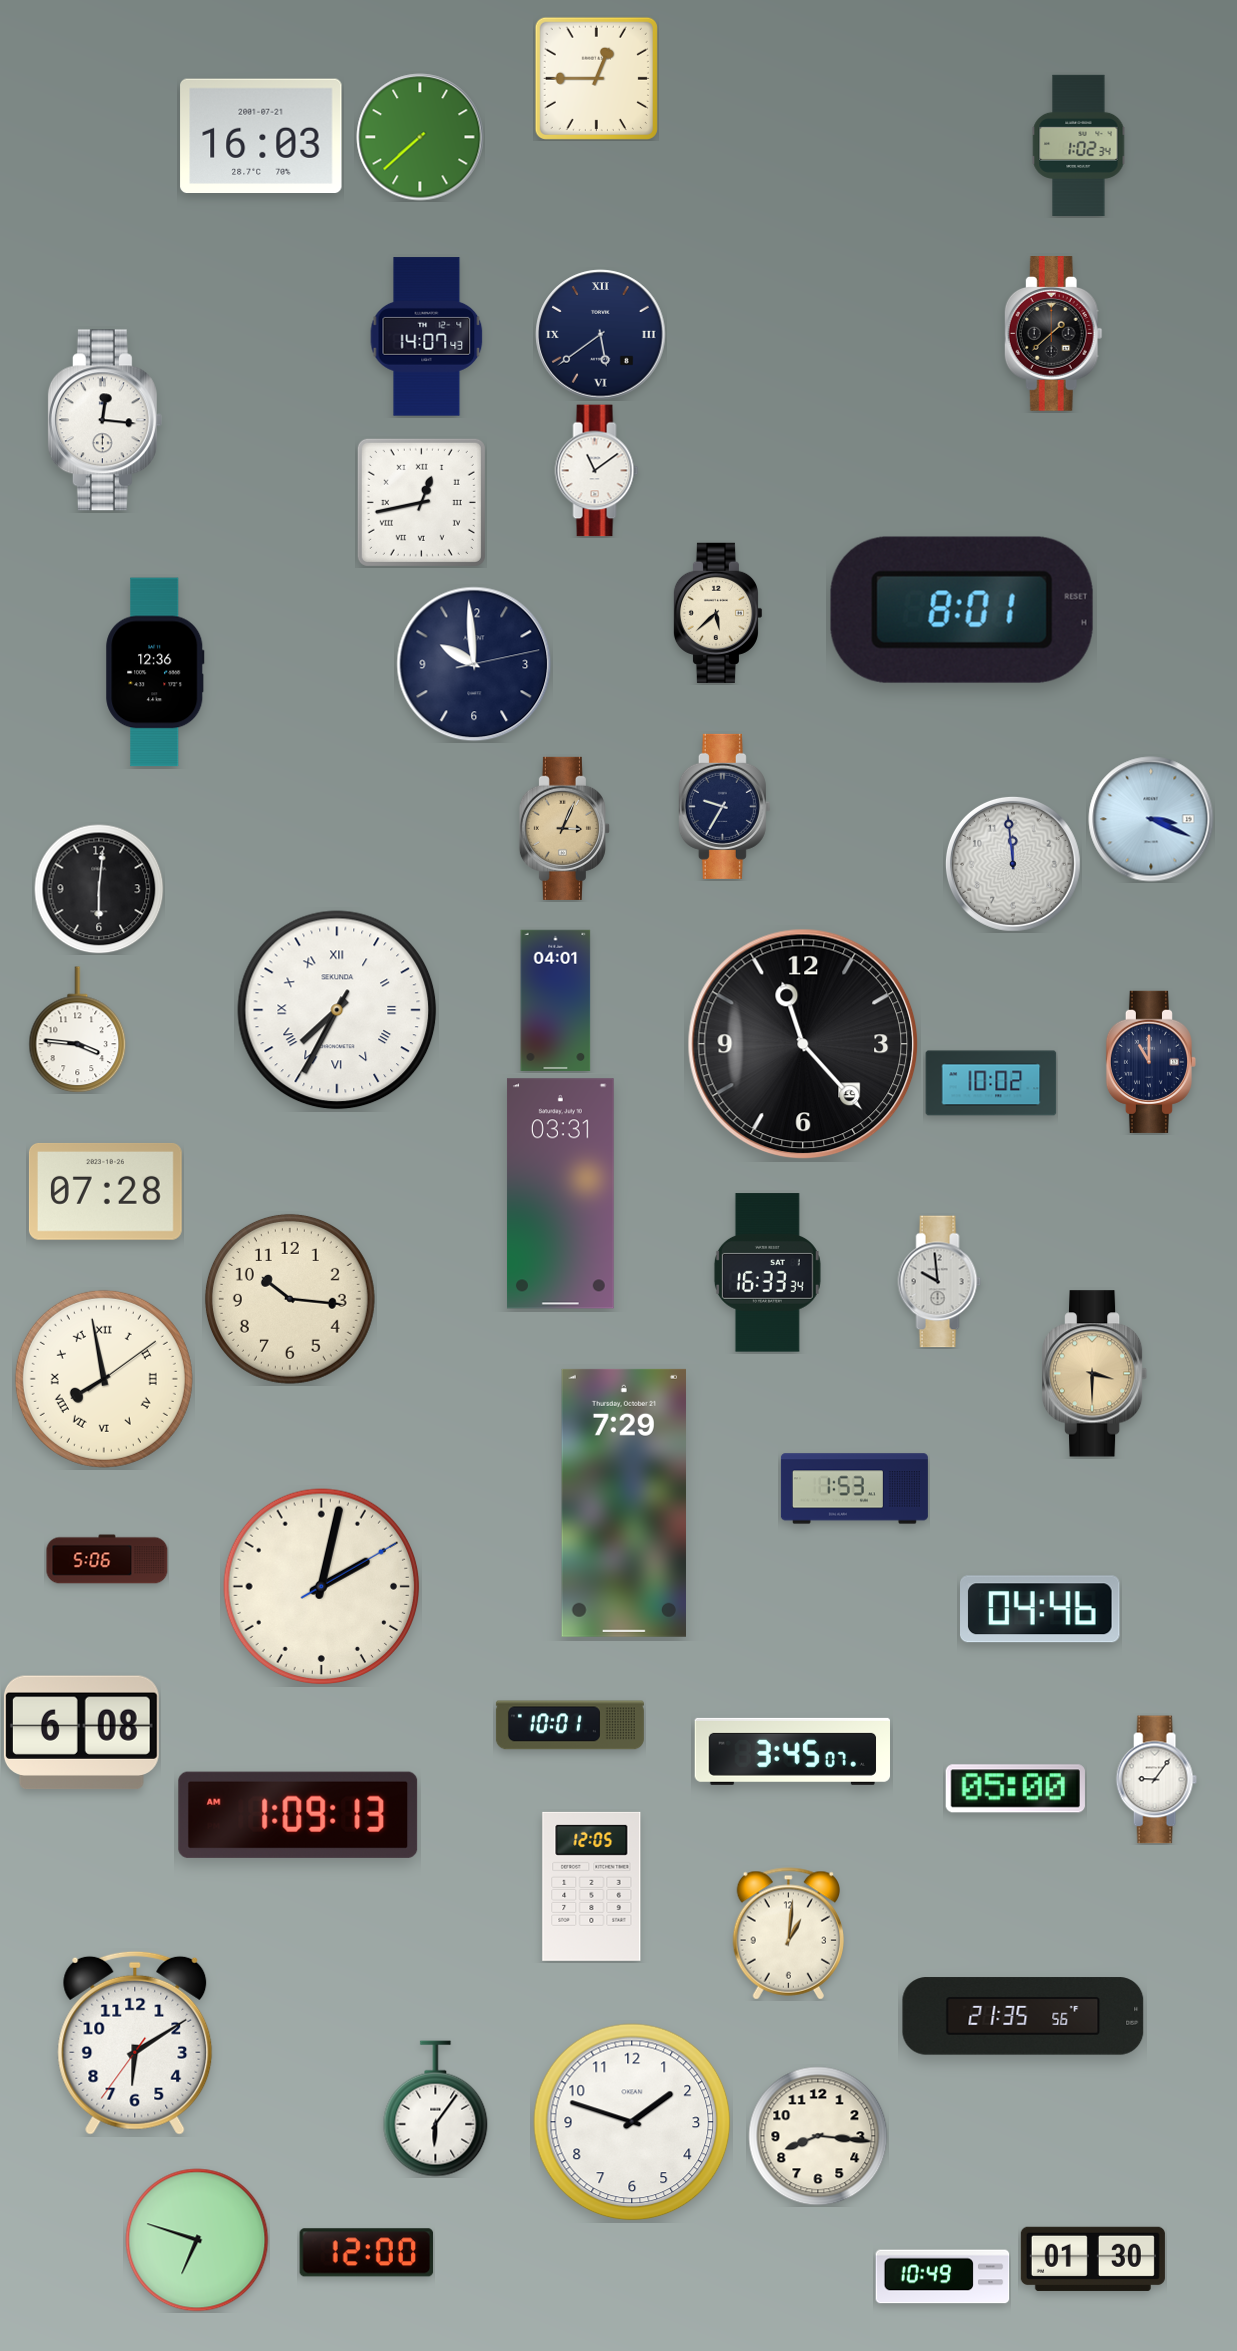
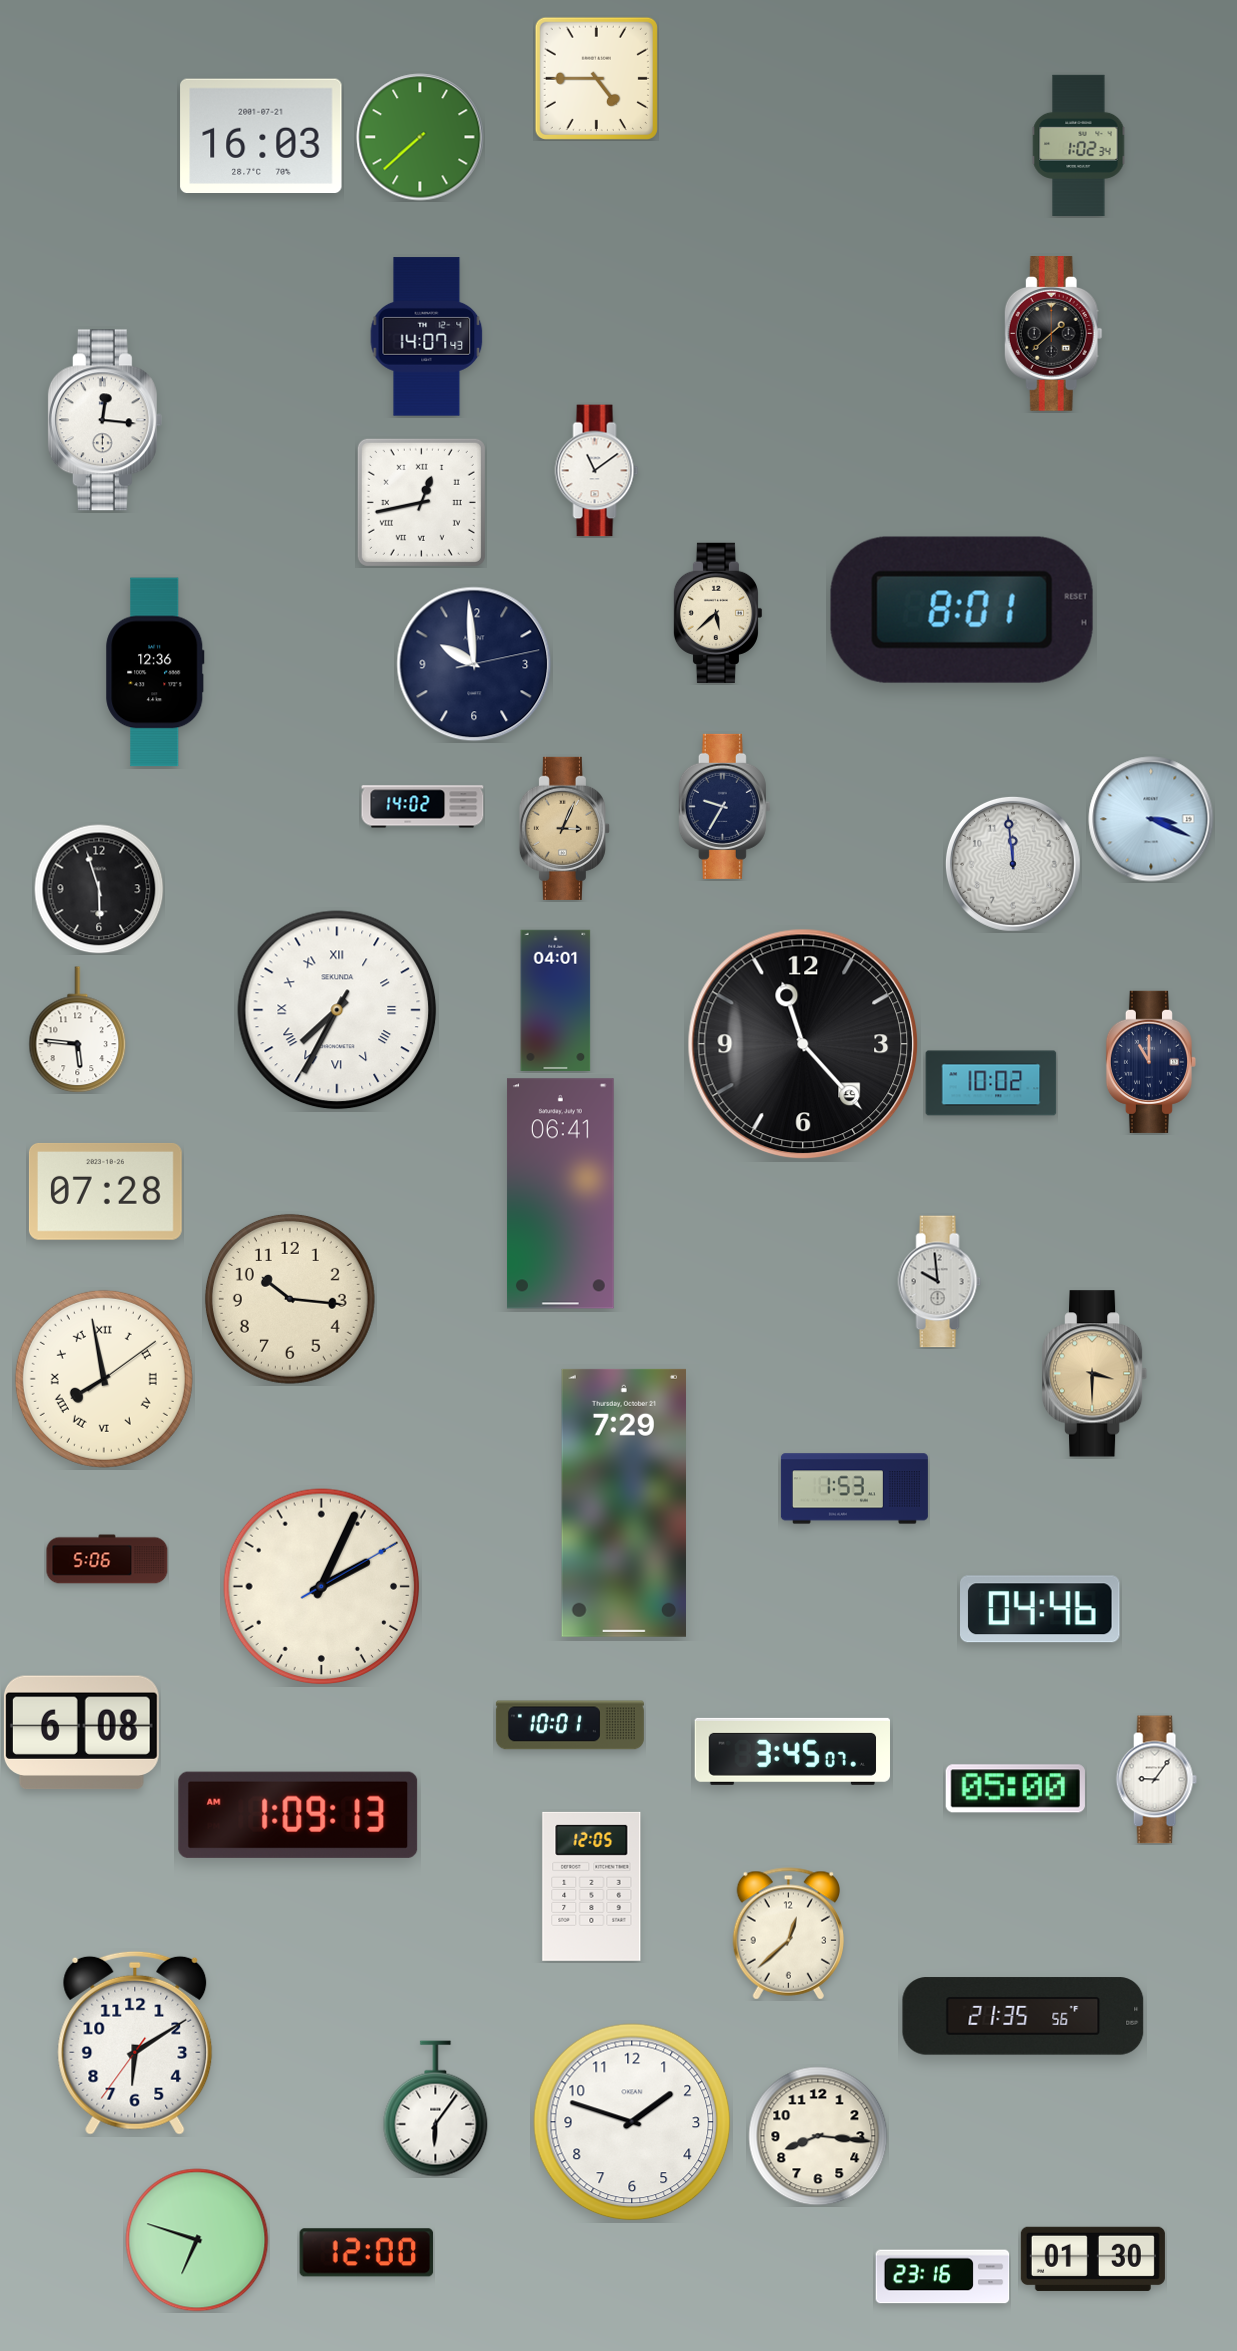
clock at (596, 78): 12:45 -> 4:45
clock at (601, 335): 5:39 -> none
clock at (423, 807): none -> 14:02
clock at (99, 889): 6:01 -> 5:57
clock at (78, 1030): 3:46 -> 5:46
clock at (560, 1194): 03:31 -> 06:41
clock at (767, 1273): 16:33 -> none
clock at (322, 1587): 2:02 -> 2:04
clock at (788, 1934): 1:01 -> 12:38
clock at (943, 2277): 10:49 -> 23:16
